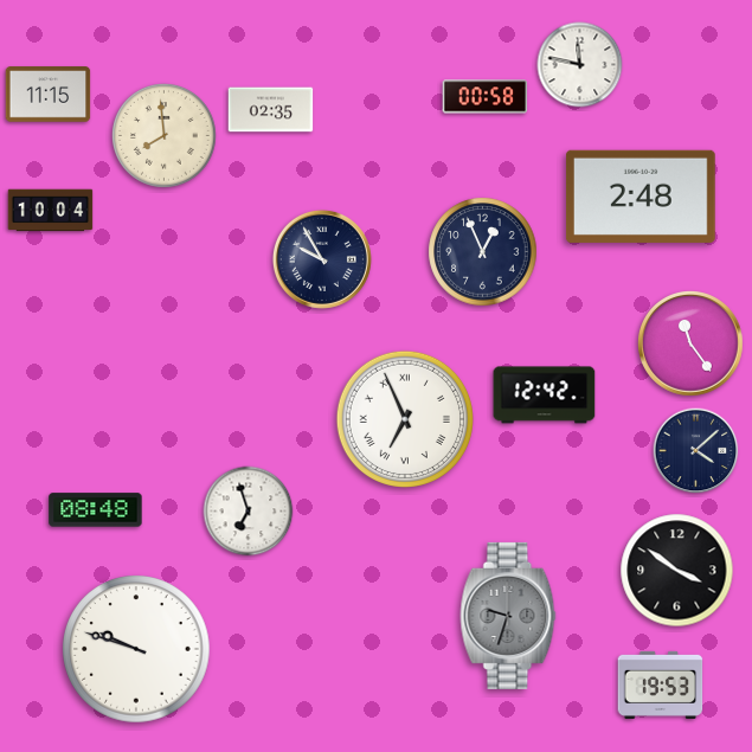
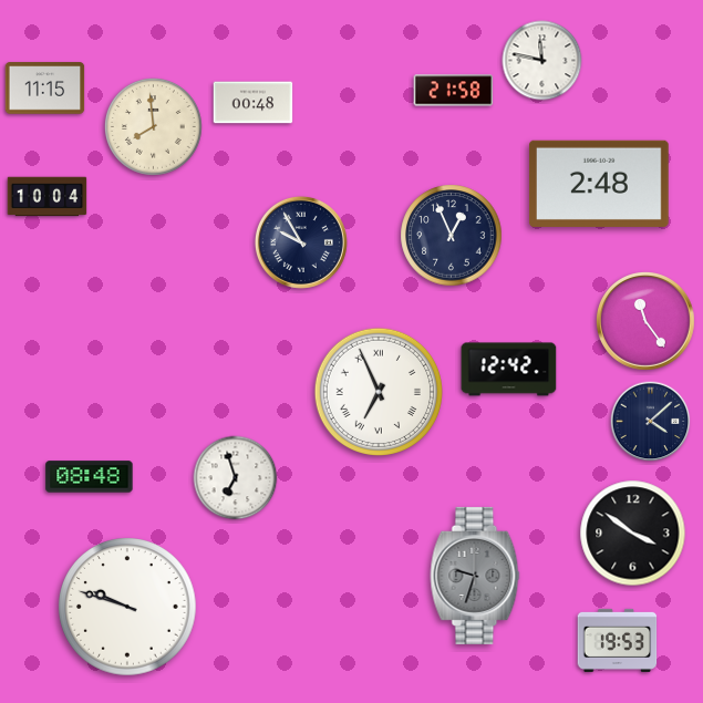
clock at (486, 97): 00:58 -> 21:58
clock at (271, 110): 02:35 -> 00:48
clock at (249, 512) position: (249, 512) -> (236, 478)
